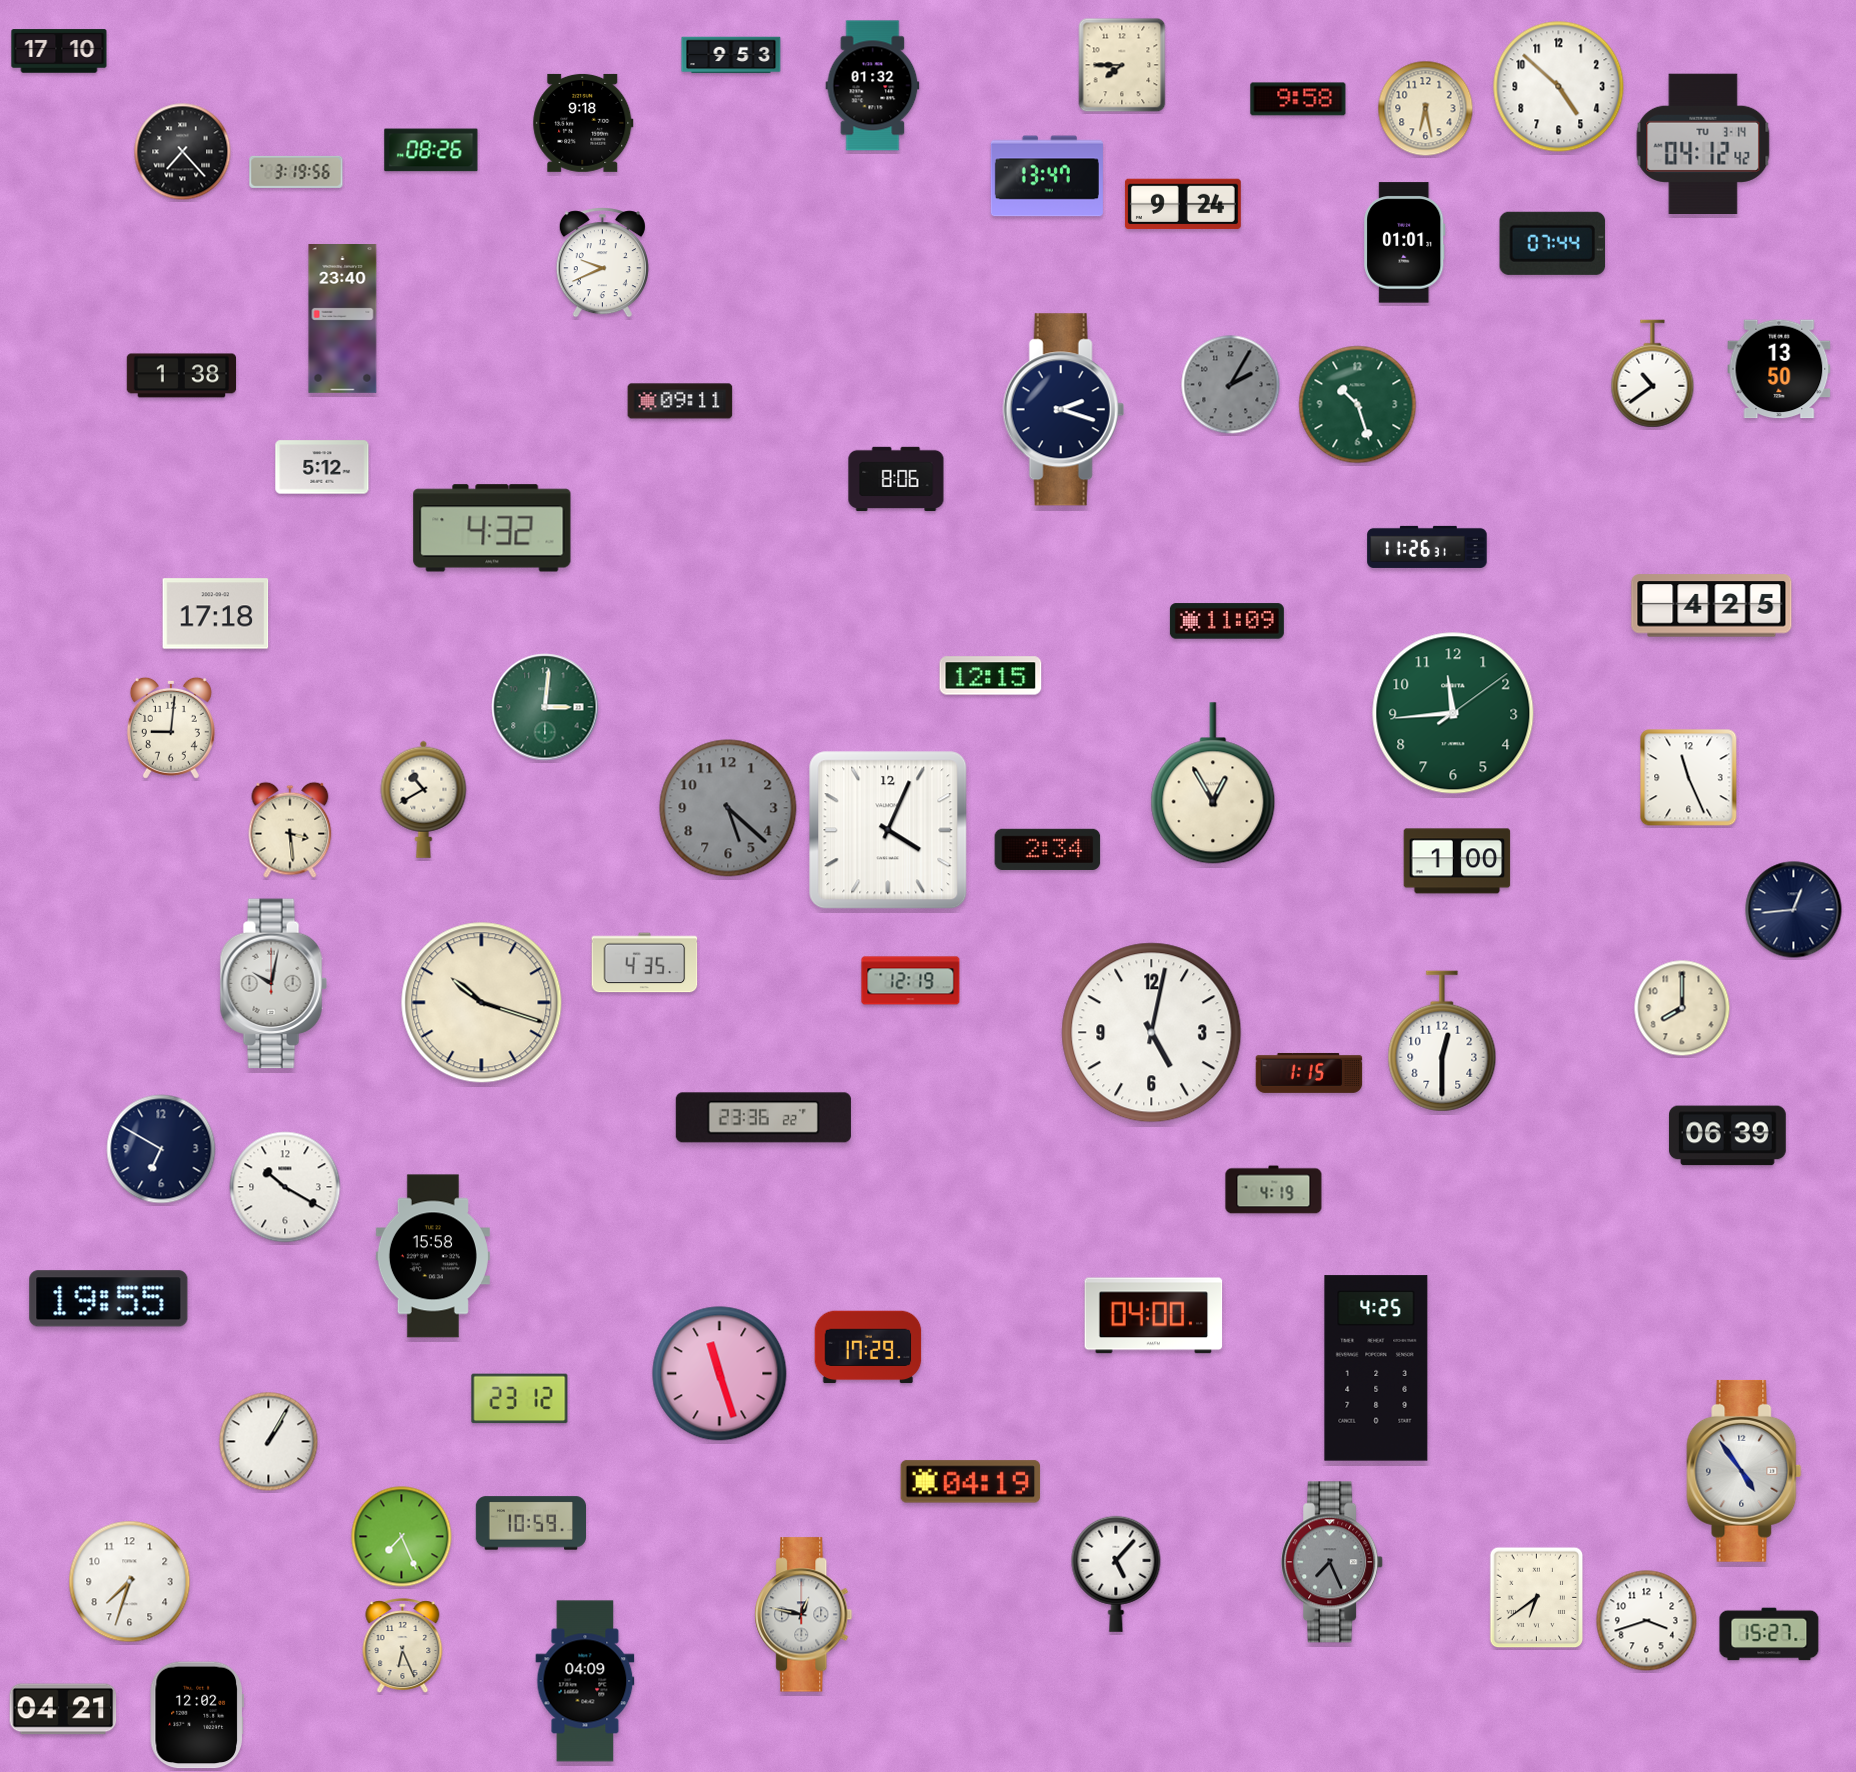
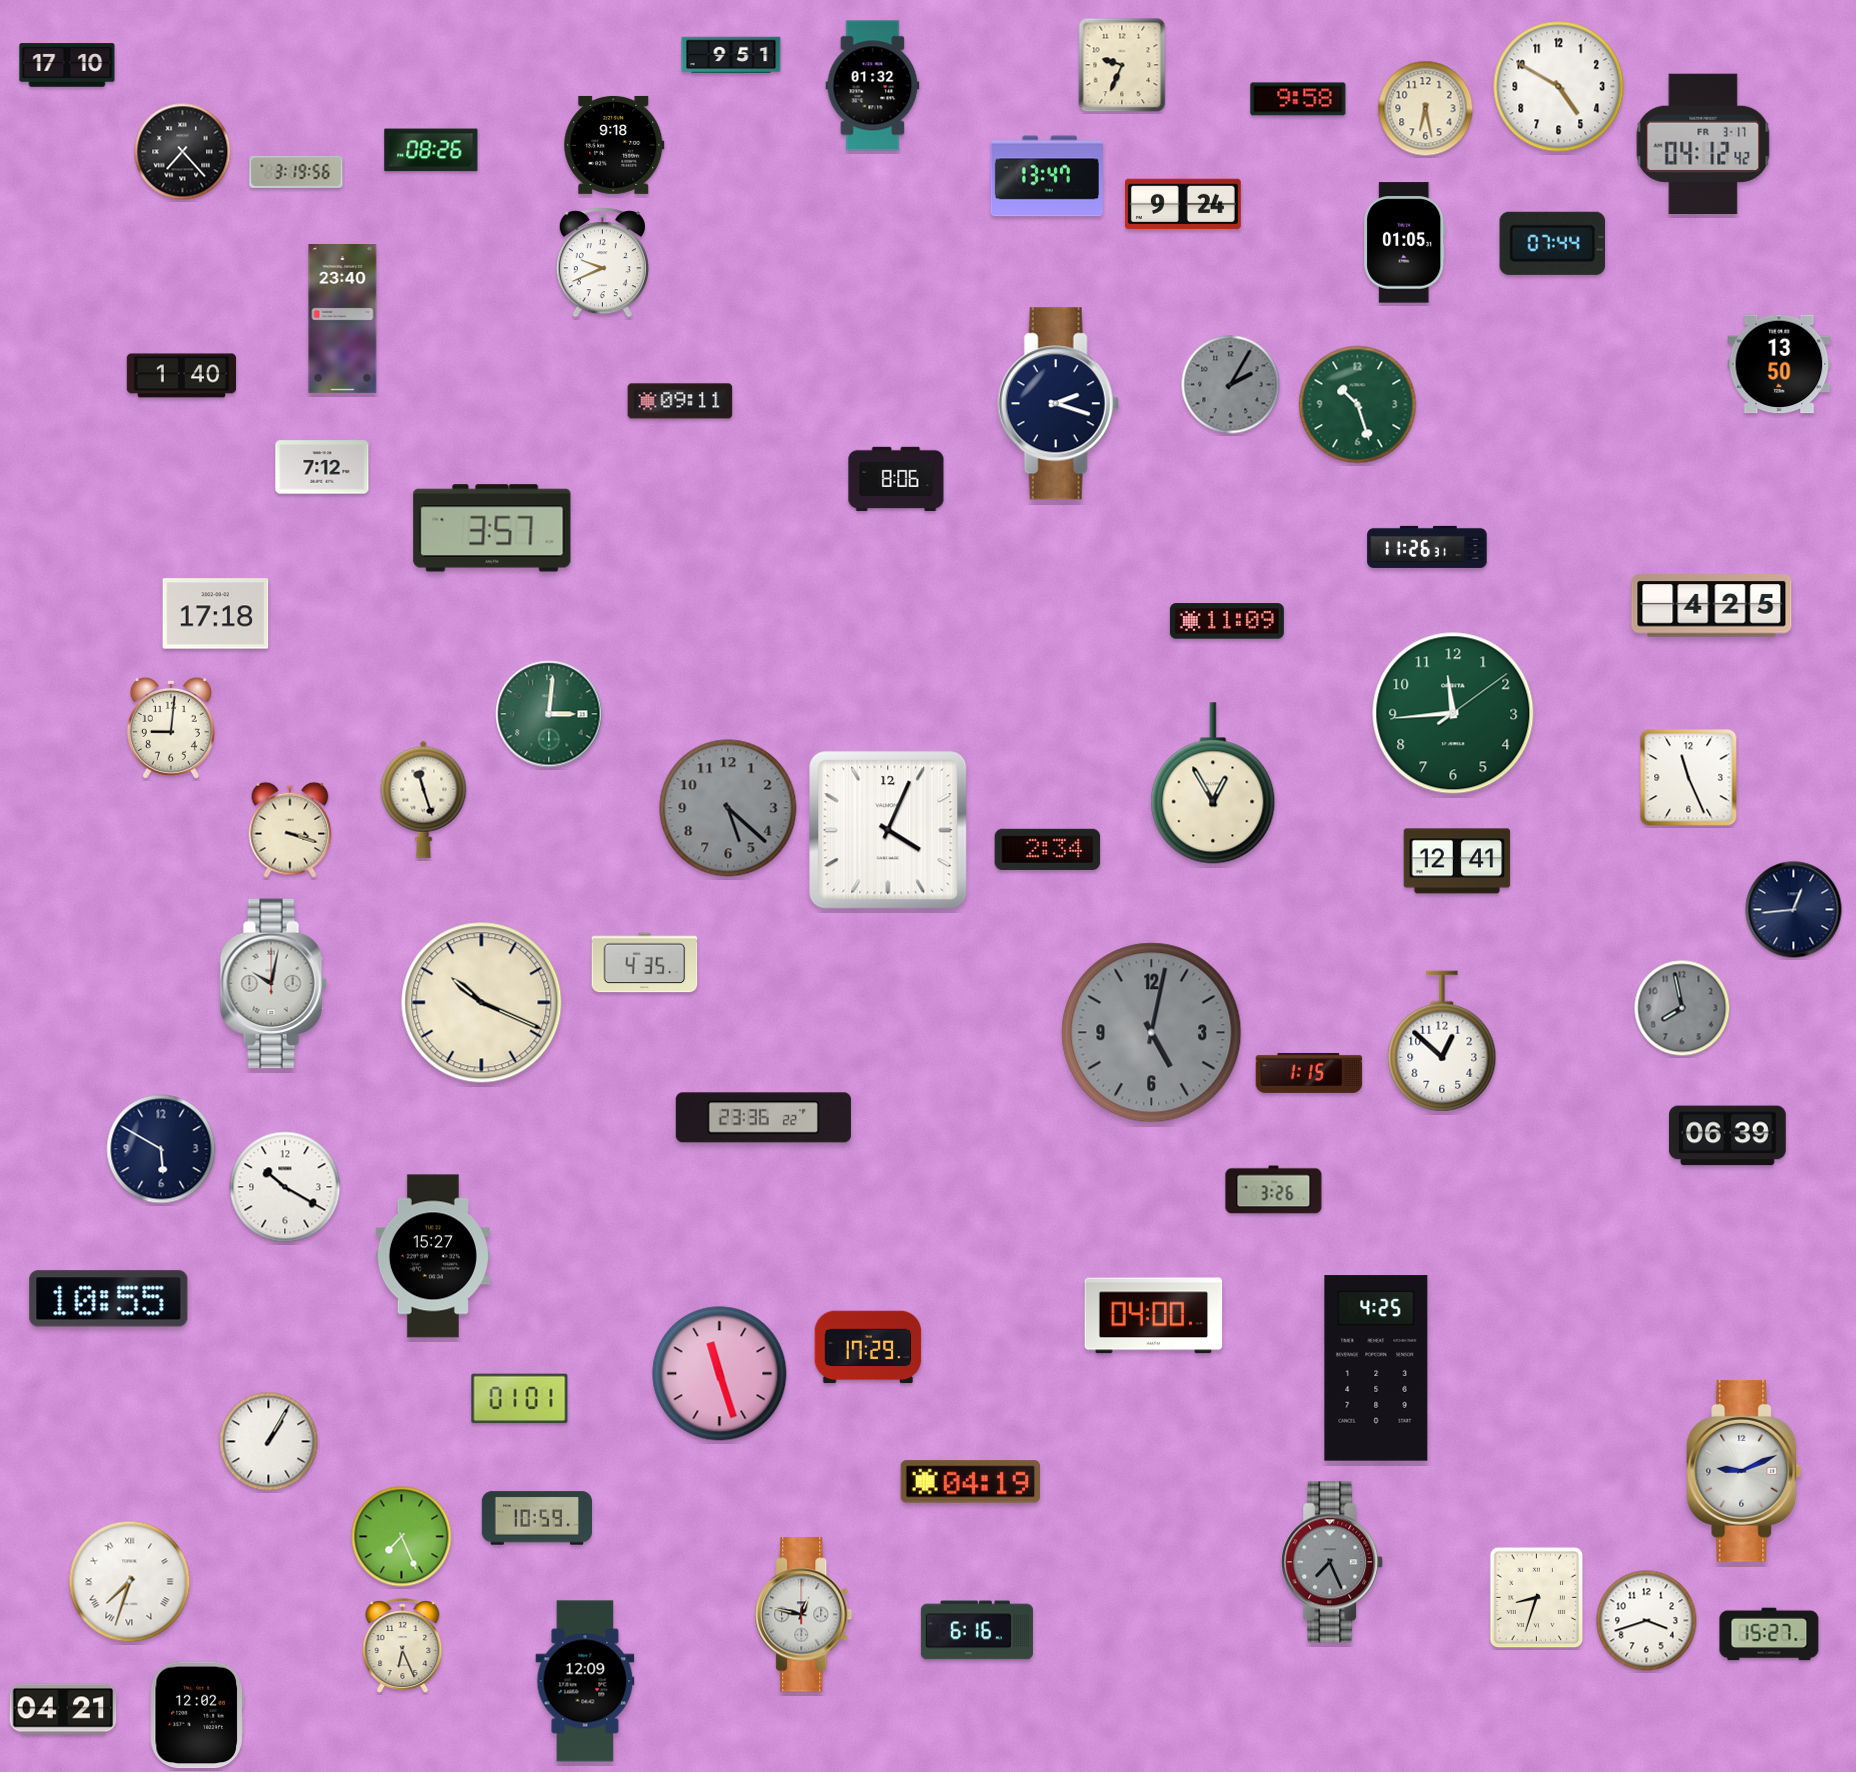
clock at (59, 51) position: (59, 51) -> (67, 65)
clock at (731, 55): 9:53 -> 9:51
clock at (1122, 65): 7:45 -> 9:34
clock at (1559, 87): 4:52 -> 4:50
clock at (583, 123) position: (583, 123) -> (614, 145)
clock at (1703, 143) date: TU 3-14 -> FR 3-17
clock at (1405, 243): 01:01 -> 01:05
clock at (1779, 369) position: (1779, 369) -> (1779, 364)
clock at (1653, 374): 10:39 -> none
clock at (182, 376): 1:38 -> 1:40
clock at (1063, 410) position: (1063, 410) -> (1058, 404)
clock at (322, 467): 5:12 -> 7:12
clock at (492, 528): 4:32 -> 3:57
clock at (991, 676): 12:15 -> none
clock at (545, 707) position: (545, 707) -> (549, 714)
clock at (424, 799): 10:40 -> 11:27
clock at (290, 830): 3:29 -> 3:18
clock at (1457, 861): 1:00 -> 12:41
clock at (911, 981): 12:19 -> none
clock at (482, 1003): 10:18 -> 10:19
clock at (1682, 1008): 8:00 -> 7:58
clock at (1682, 1008) dial: cream -> grey
clock at (1152, 1033) dial: white -> grey
clock at (1442, 1041): 12:30 -> 12:52
clock at (161, 1149): 6:50 -> 5:50
clock at (1274, 1190): 4:19 -> 3:26
clock at (433, 1256): 15:58 -> 15:27
clock at (109, 1299): 19:55 -> 10:55
clock at (520, 1399): 23:12 -> 01:01
clock at (1744, 1471): 4:54 -> 9:11
clock at (530, 1523) position: (530, 1523) -> (536, 1518)
clock at (1116, 1574): 5:07 -> none
clock at (130, 1582) numerals: Arabic -> Roman
clock at (1537, 1598): 6:39 -> 8:33
clock at (977, 1630): none -> 6:16
clock at (585, 1681): 04:09 -> 12:09
